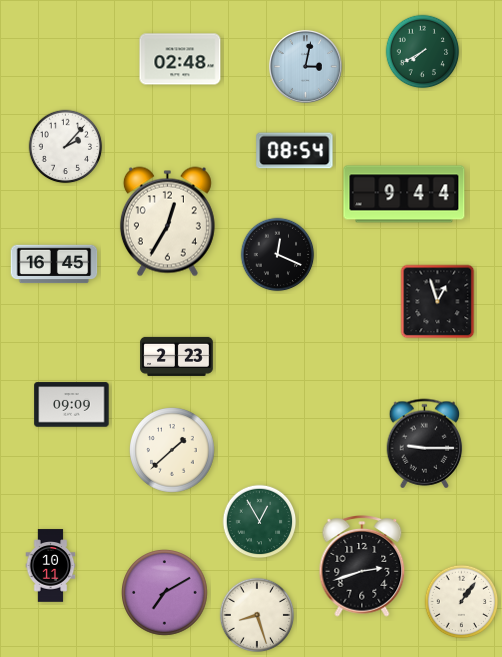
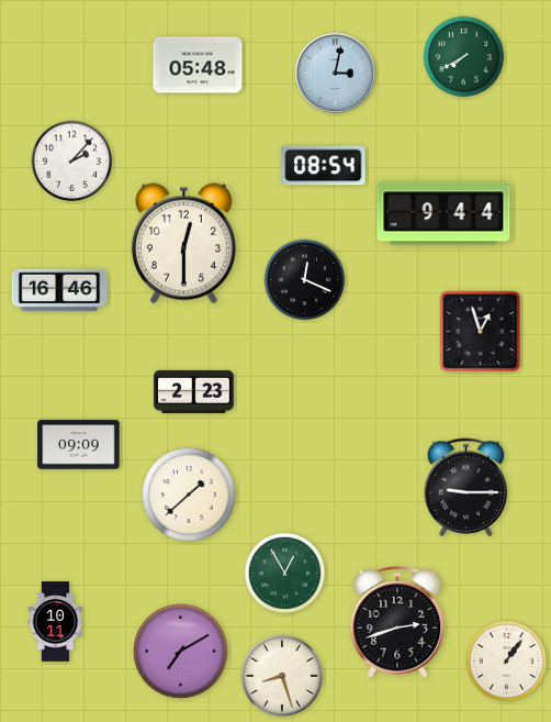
clock at (180, 59): 02:48 -> 05:48
clock at (167, 222): 12:35 -> 12:30
clock at (54, 264): 16:45 -> 16:46
